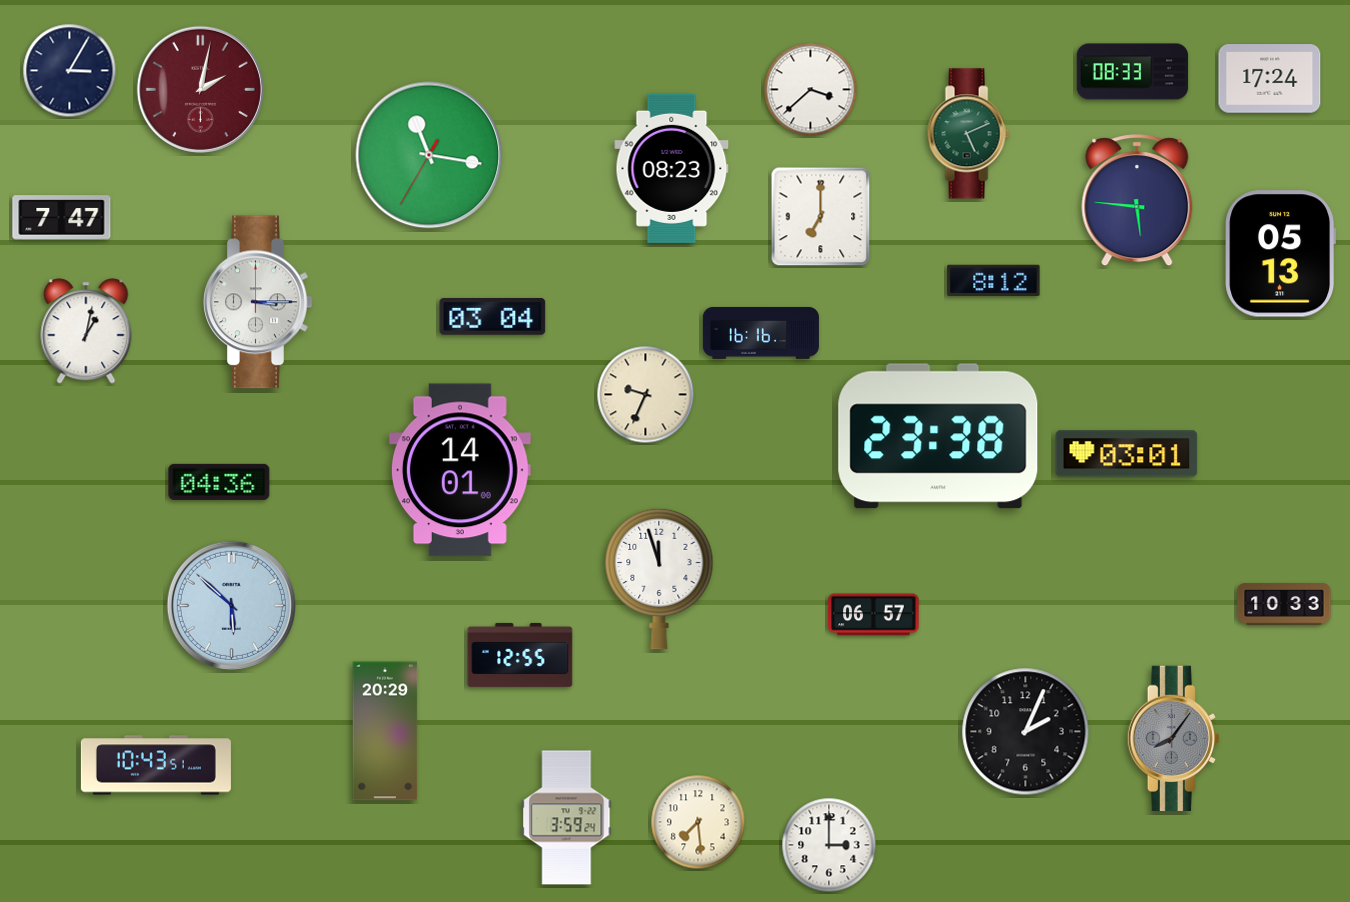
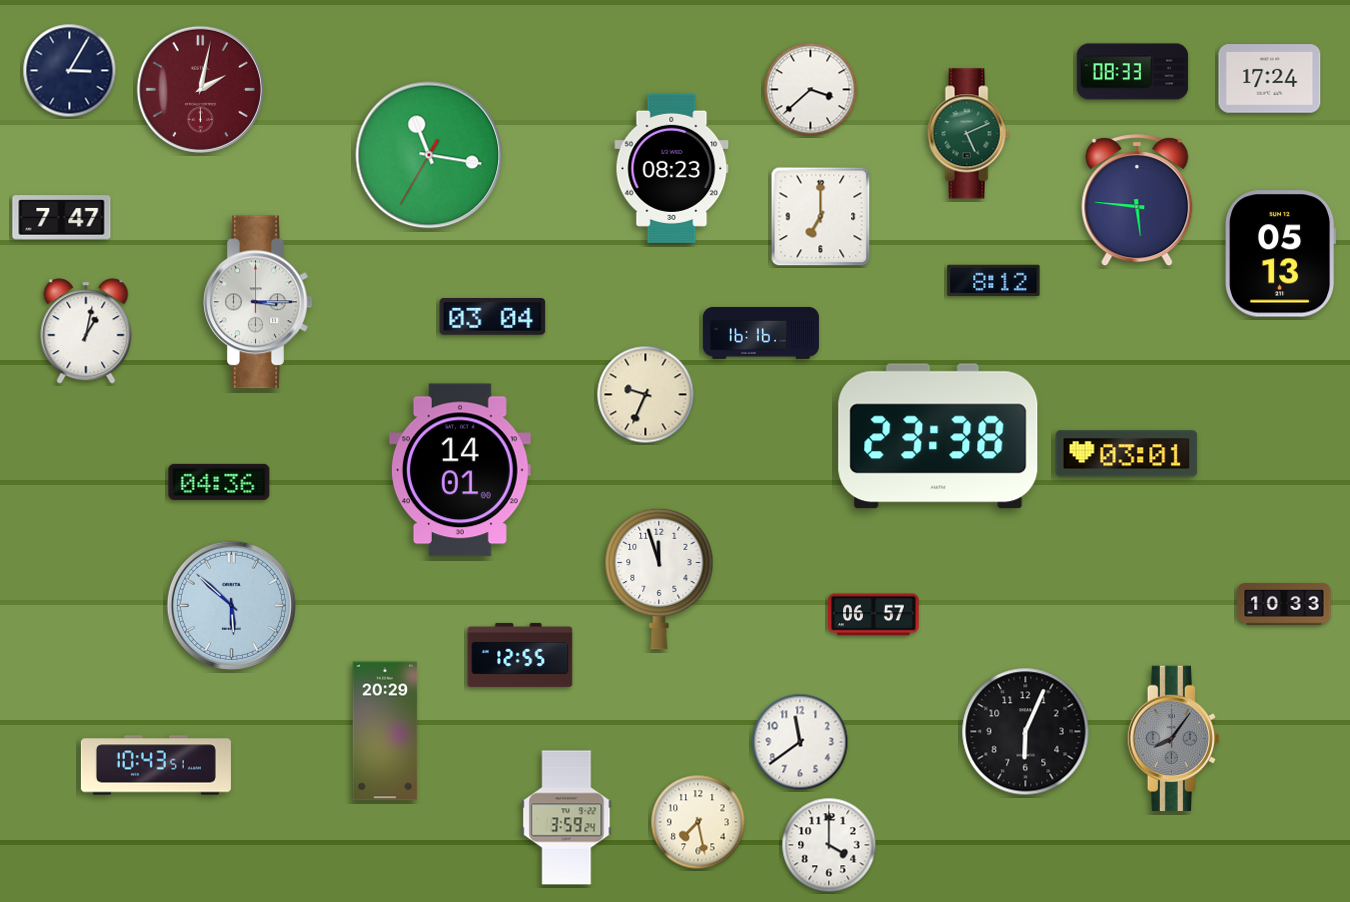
clock at (1026, 732): 2:04 -> 6:04
clock at (800, 742): none -> 11:39
clock at (698, 822): 7:29 -> 7:28
clock at (829, 845): 3:00 -> 4:00
